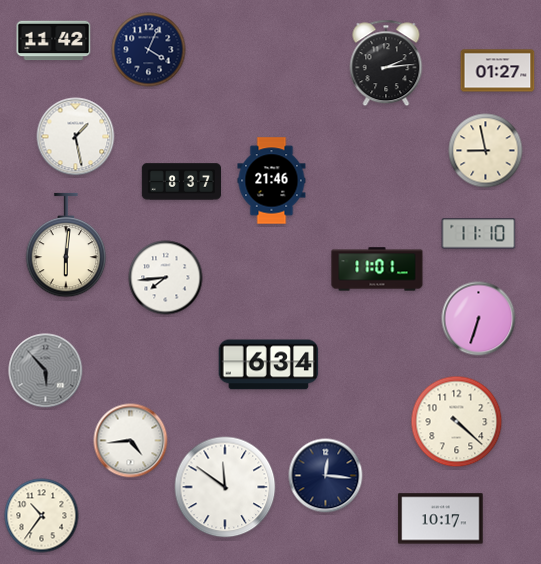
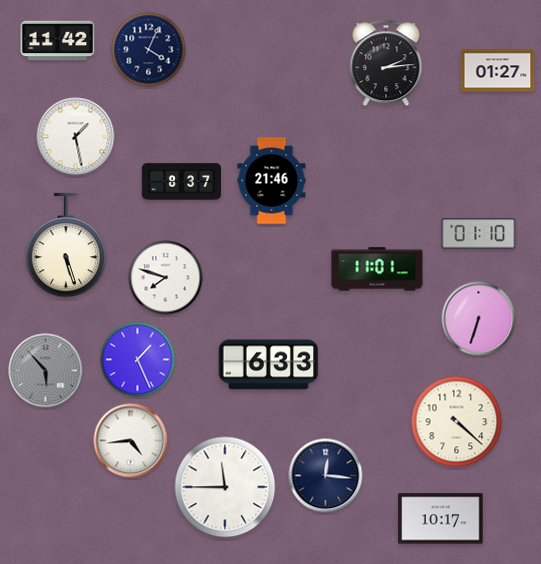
clock at (54, 41) position: (54, 41) -> (58, 41)
clock at (486, 151): 8:58 -> none
clock at (479, 234): 11:10 -> 01:10
clock at (66, 245): 6:01 -> 5:27
clock at (166, 278): 7:44 -> 7:48
clock at (138, 360): none -> 1:26
clock at (269, 365): 6:34 -> 6:33
clock at (225, 487): 11:51 -> 11:45
clock at (42, 516): 10:36 -> none
